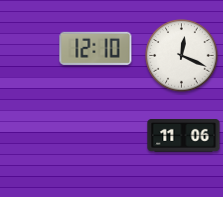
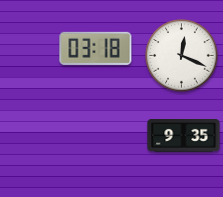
clock at (96, 48): 12:10 -> 03:18
clock at (184, 136): 11:06 -> 9:35
